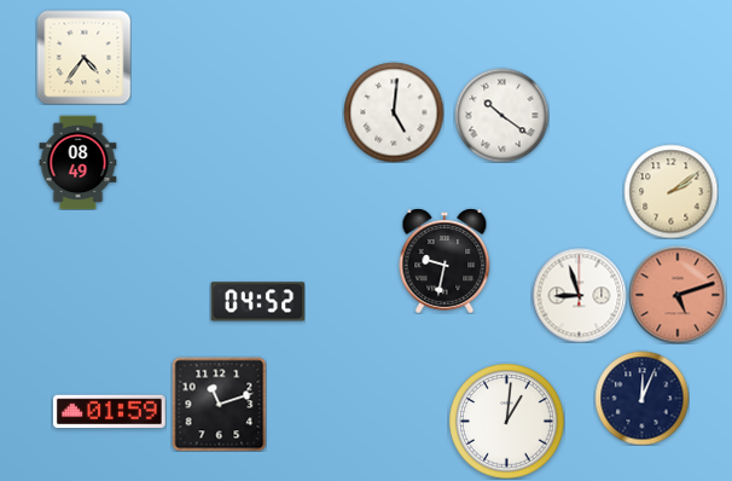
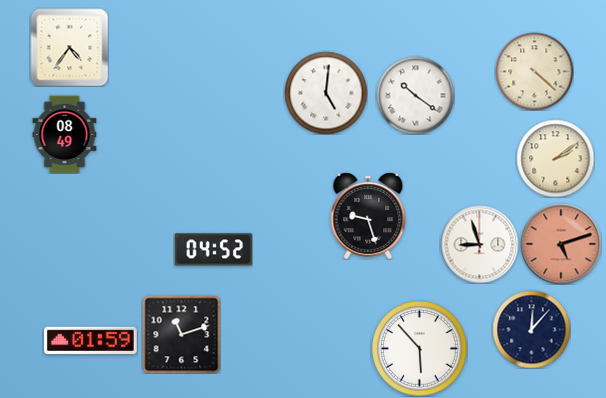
clock at (534, 71): none -> 4:22
clock at (445, 261): 9:32 -> 9:27
clock at (641, 398): 12:04 -> 12:07
clock at (506, 421): 1:01 -> 5:53
